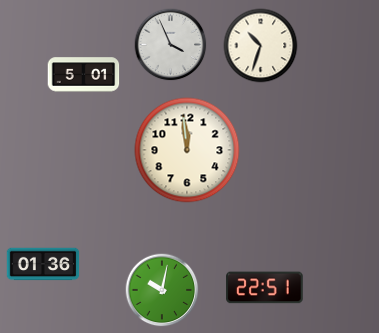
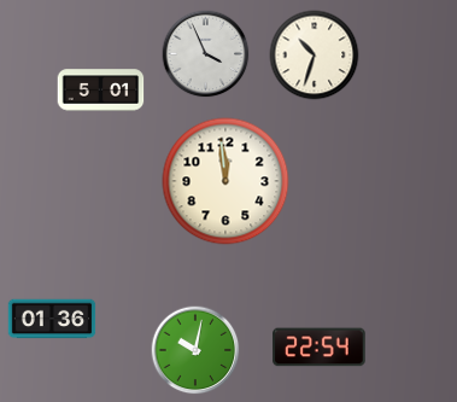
clock at (265, 288): 22:51 -> 22:54
